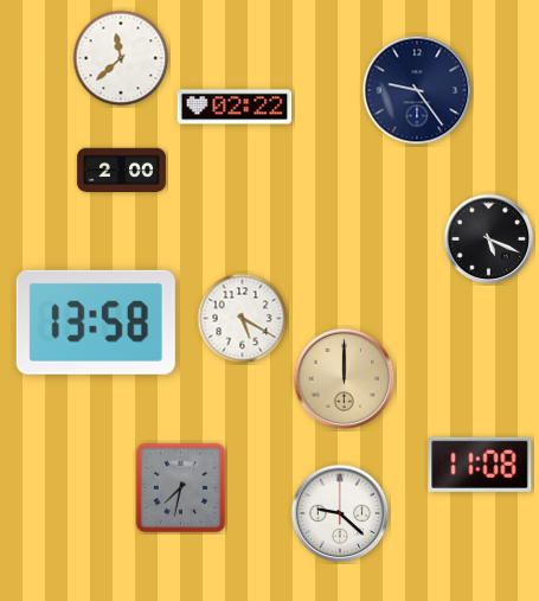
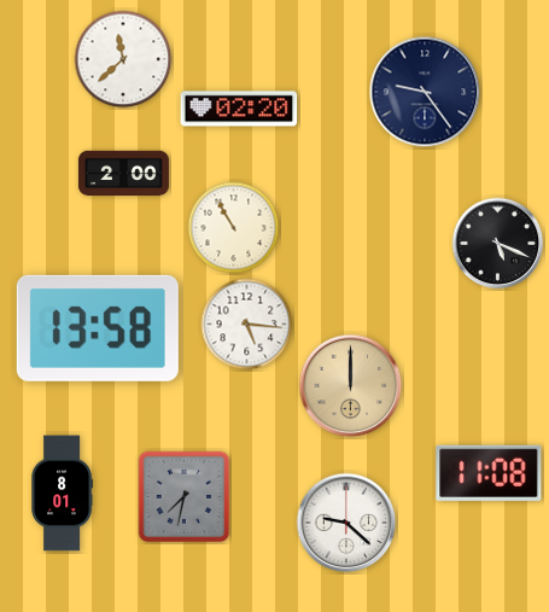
clock at (235, 107): 02:22 -> 02:20
clock at (234, 228): none -> 10:55
clock at (243, 319): 5:20 -> 5:16
clock at (62, 494): none -> 8:01
